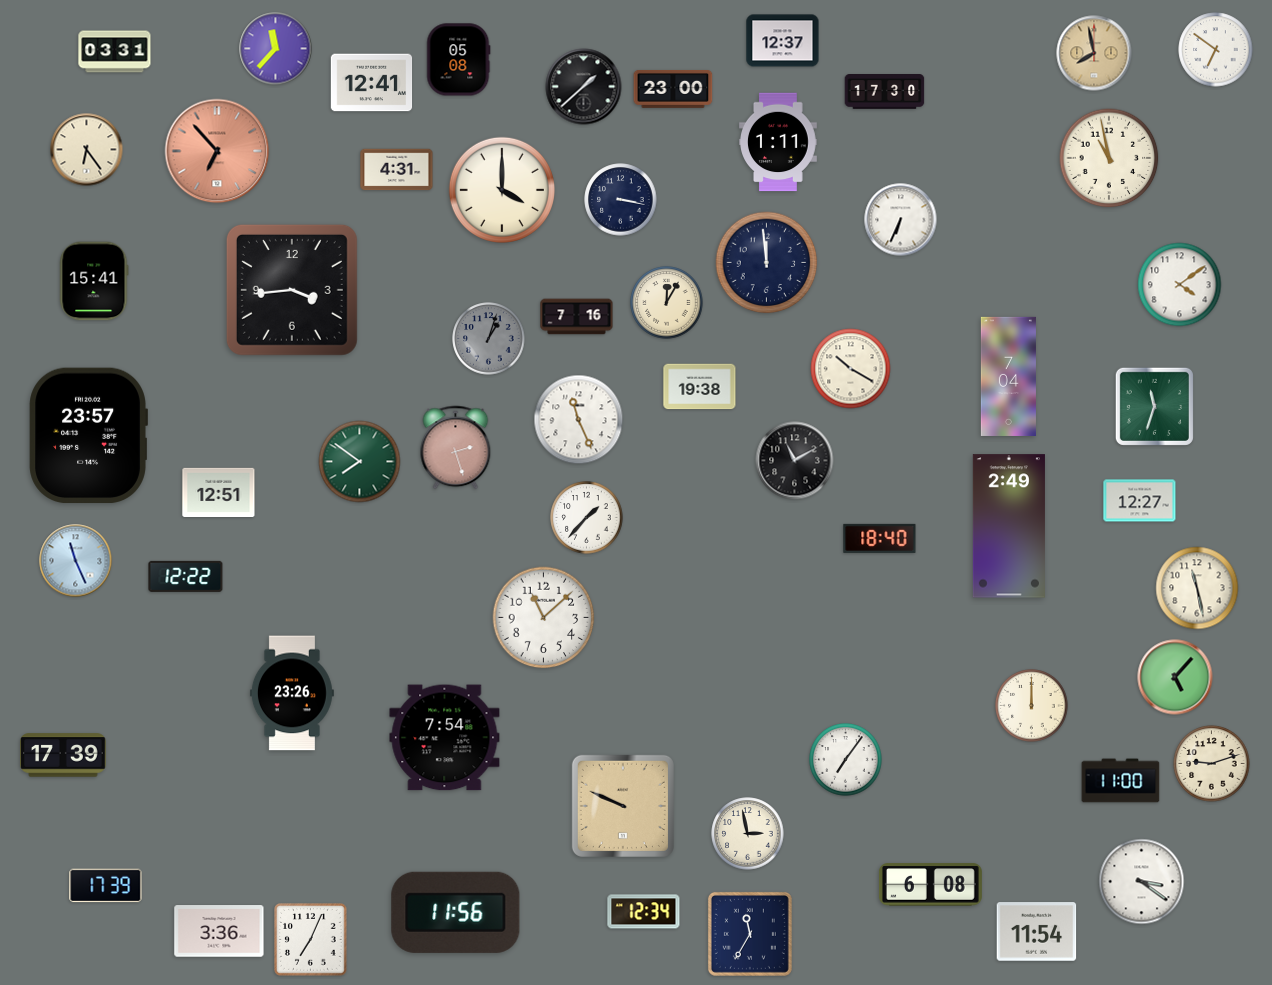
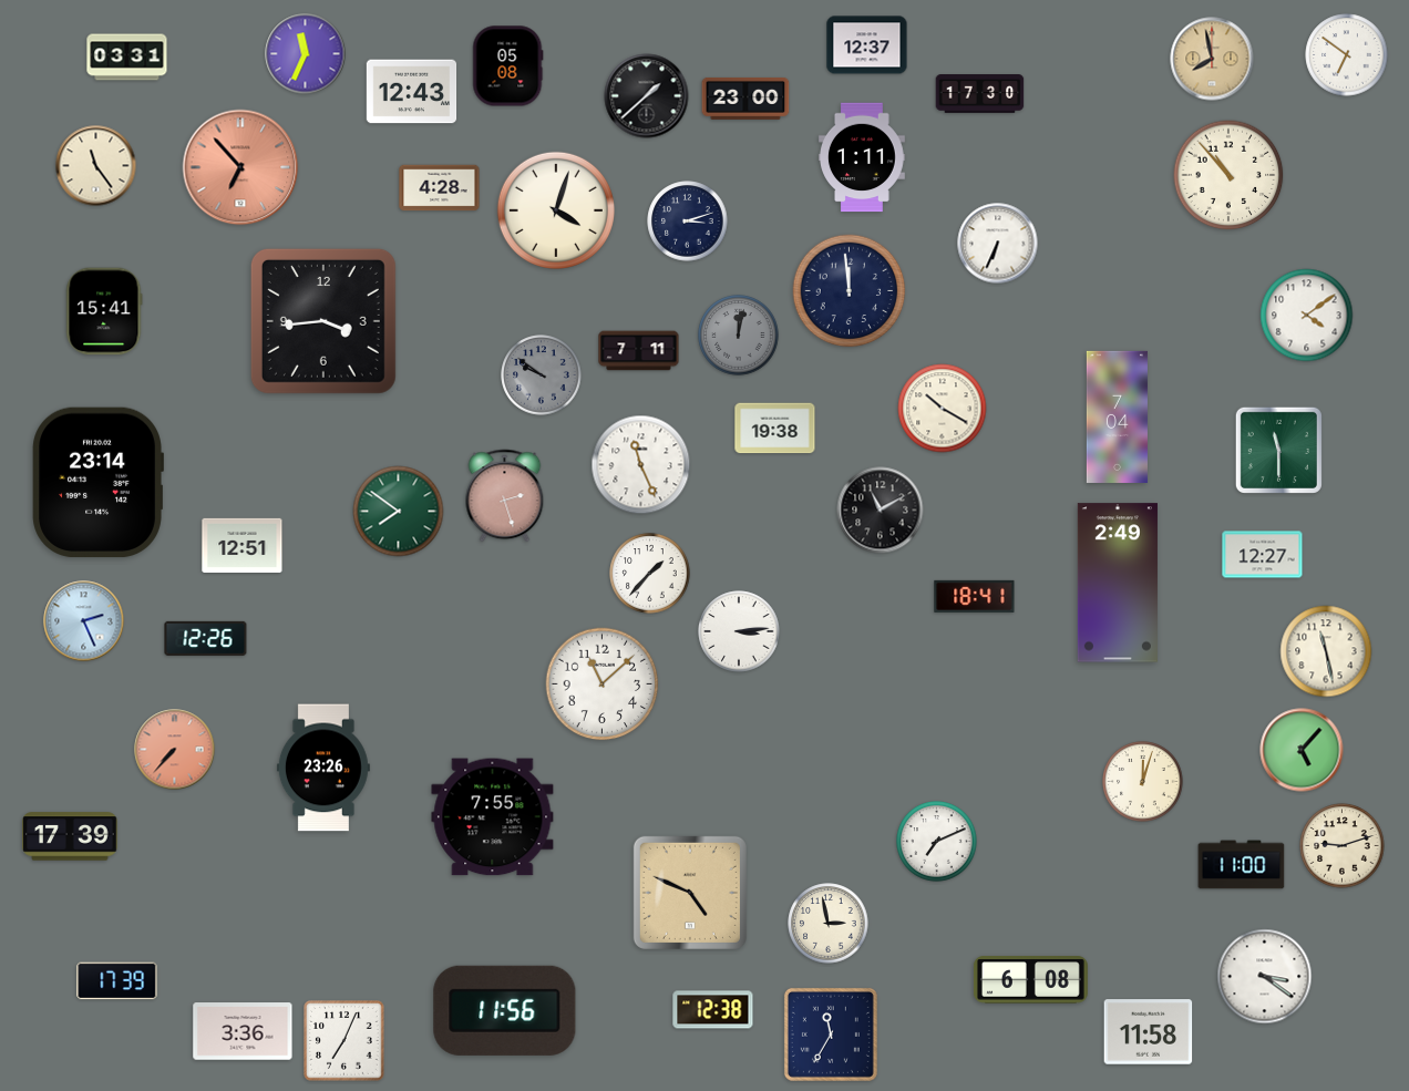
clock at (276, 49): 11:37 -> 11:34
clock at (372, 83): 12:41 -> 12:43
clock at (885, 92) position: (885, 92) -> (980, 94)
clock at (87, 150): 6:24 -> 11:24
clock at (1109, 158): 10:58 -> 10:53
clock at (397, 170): 4:31 -> 4:28
clock at (502, 190): 4:00 -> 4:03
clock at (621, 200): 3:17 -> 3:12
clock at (667, 303): 12:05 -> 12:02
clock at (667, 303) dial: cream -> grey
clock at (577, 317): 7:16 -> 7:11
clock at (489, 339): 1:03 -> 9:51
clock at (1154, 406): 11:33 -> 11:30
clock at (88, 436): 23:57 -> 23:14
clock at (880, 538): 18:40 -> 18:41
clock at (76, 561): 11:26 -> 2:26
clock at (739, 631): none -> 3:14
clock at (186, 576): 12:22 -> 12:26
clock at (175, 750): none -> 7:37
clock at (1032, 706): 12:00 -> 12:03
clock at (445, 738): 7:54 -> 7:55
clock at (846, 760): 7:06 -> 7:11
clock at (623, 806): 9:49 -> 4:49
clock at (644, 912): 12:34 -> 12:38
clock at (1037, 932): 11:54 -> 11:58
